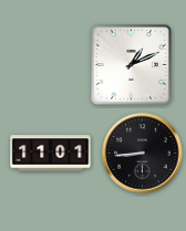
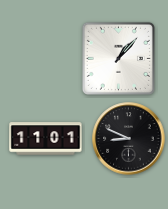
clock at (131, 64): 1:11 -> 1:07
clock at (143, 154): 8:44 -> 8:49
